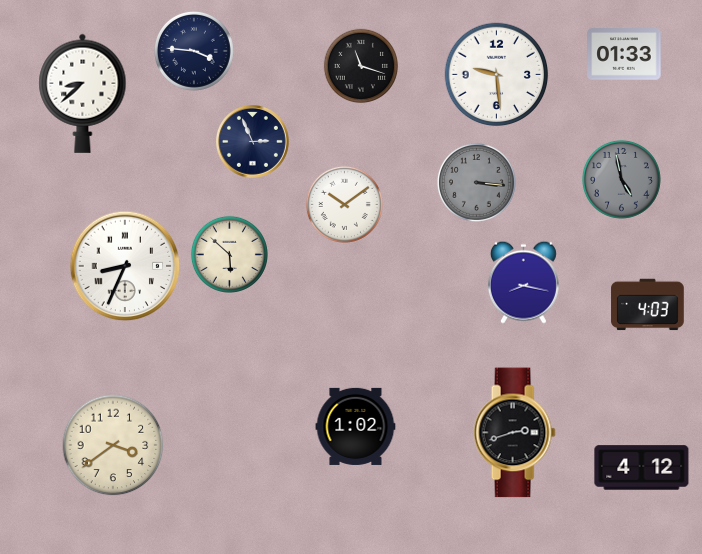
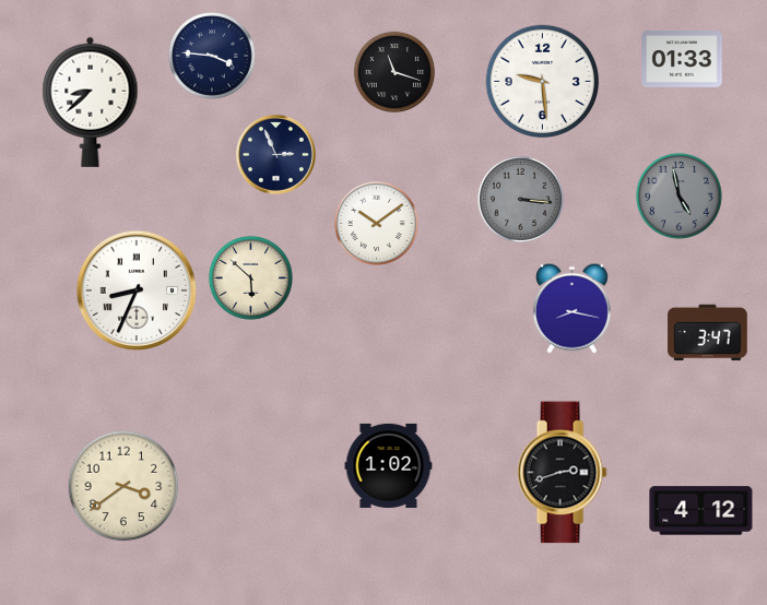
clock at (648, 305): 4:03 -> 3:47
